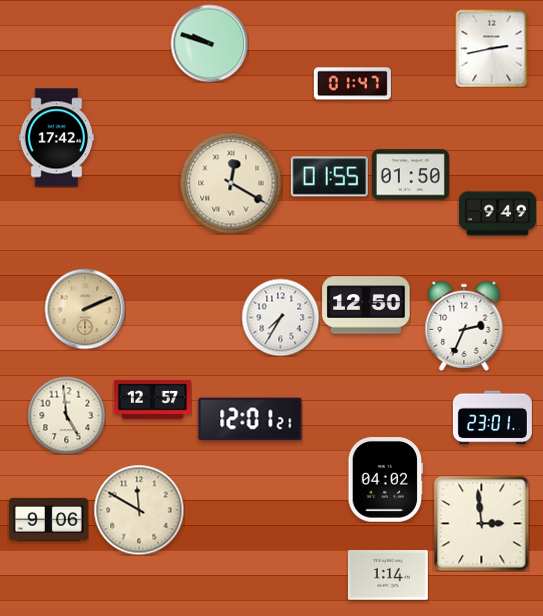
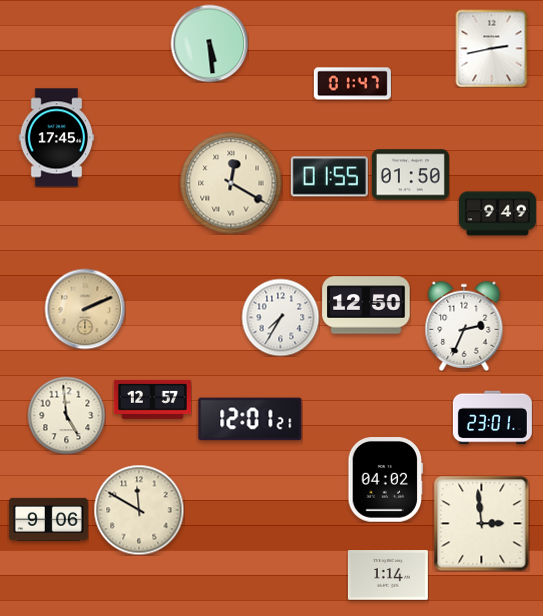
clock at (209, 43): 9:48 -> 5:29
clock at (57, 138): 17:42 -> 17:45
